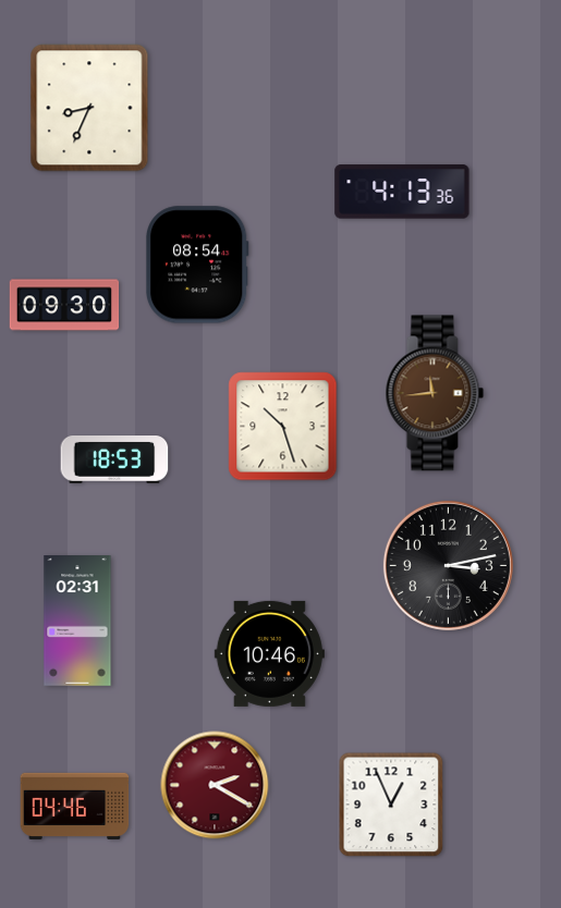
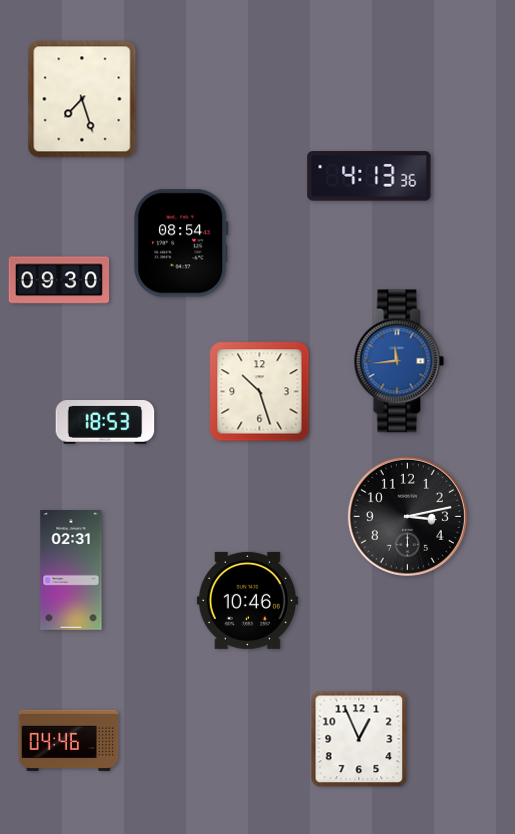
clock at (89, 108): 8:34 -> 7:27
clock at (435, 393) dial: brown -> blue
clock at (448, 565) position: (448, 565) -> (407, 516)
clock at (215, 785): 2:20 -> none
